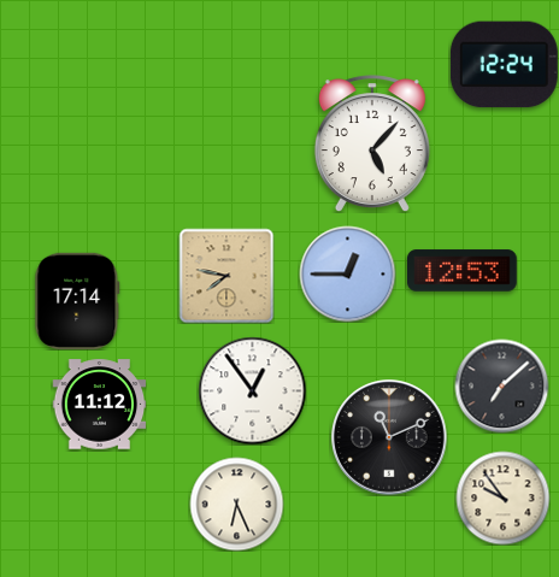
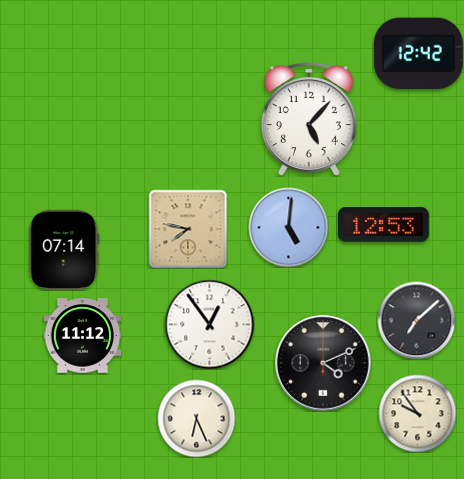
clock at (504, 65): 12:24 -> 12:42
clock at (347, 273): 12:45 -> 5:01
clock at (77, 301): 17:14 -> 07:14
clock at (389, 437): 11:11 -> 4:11
